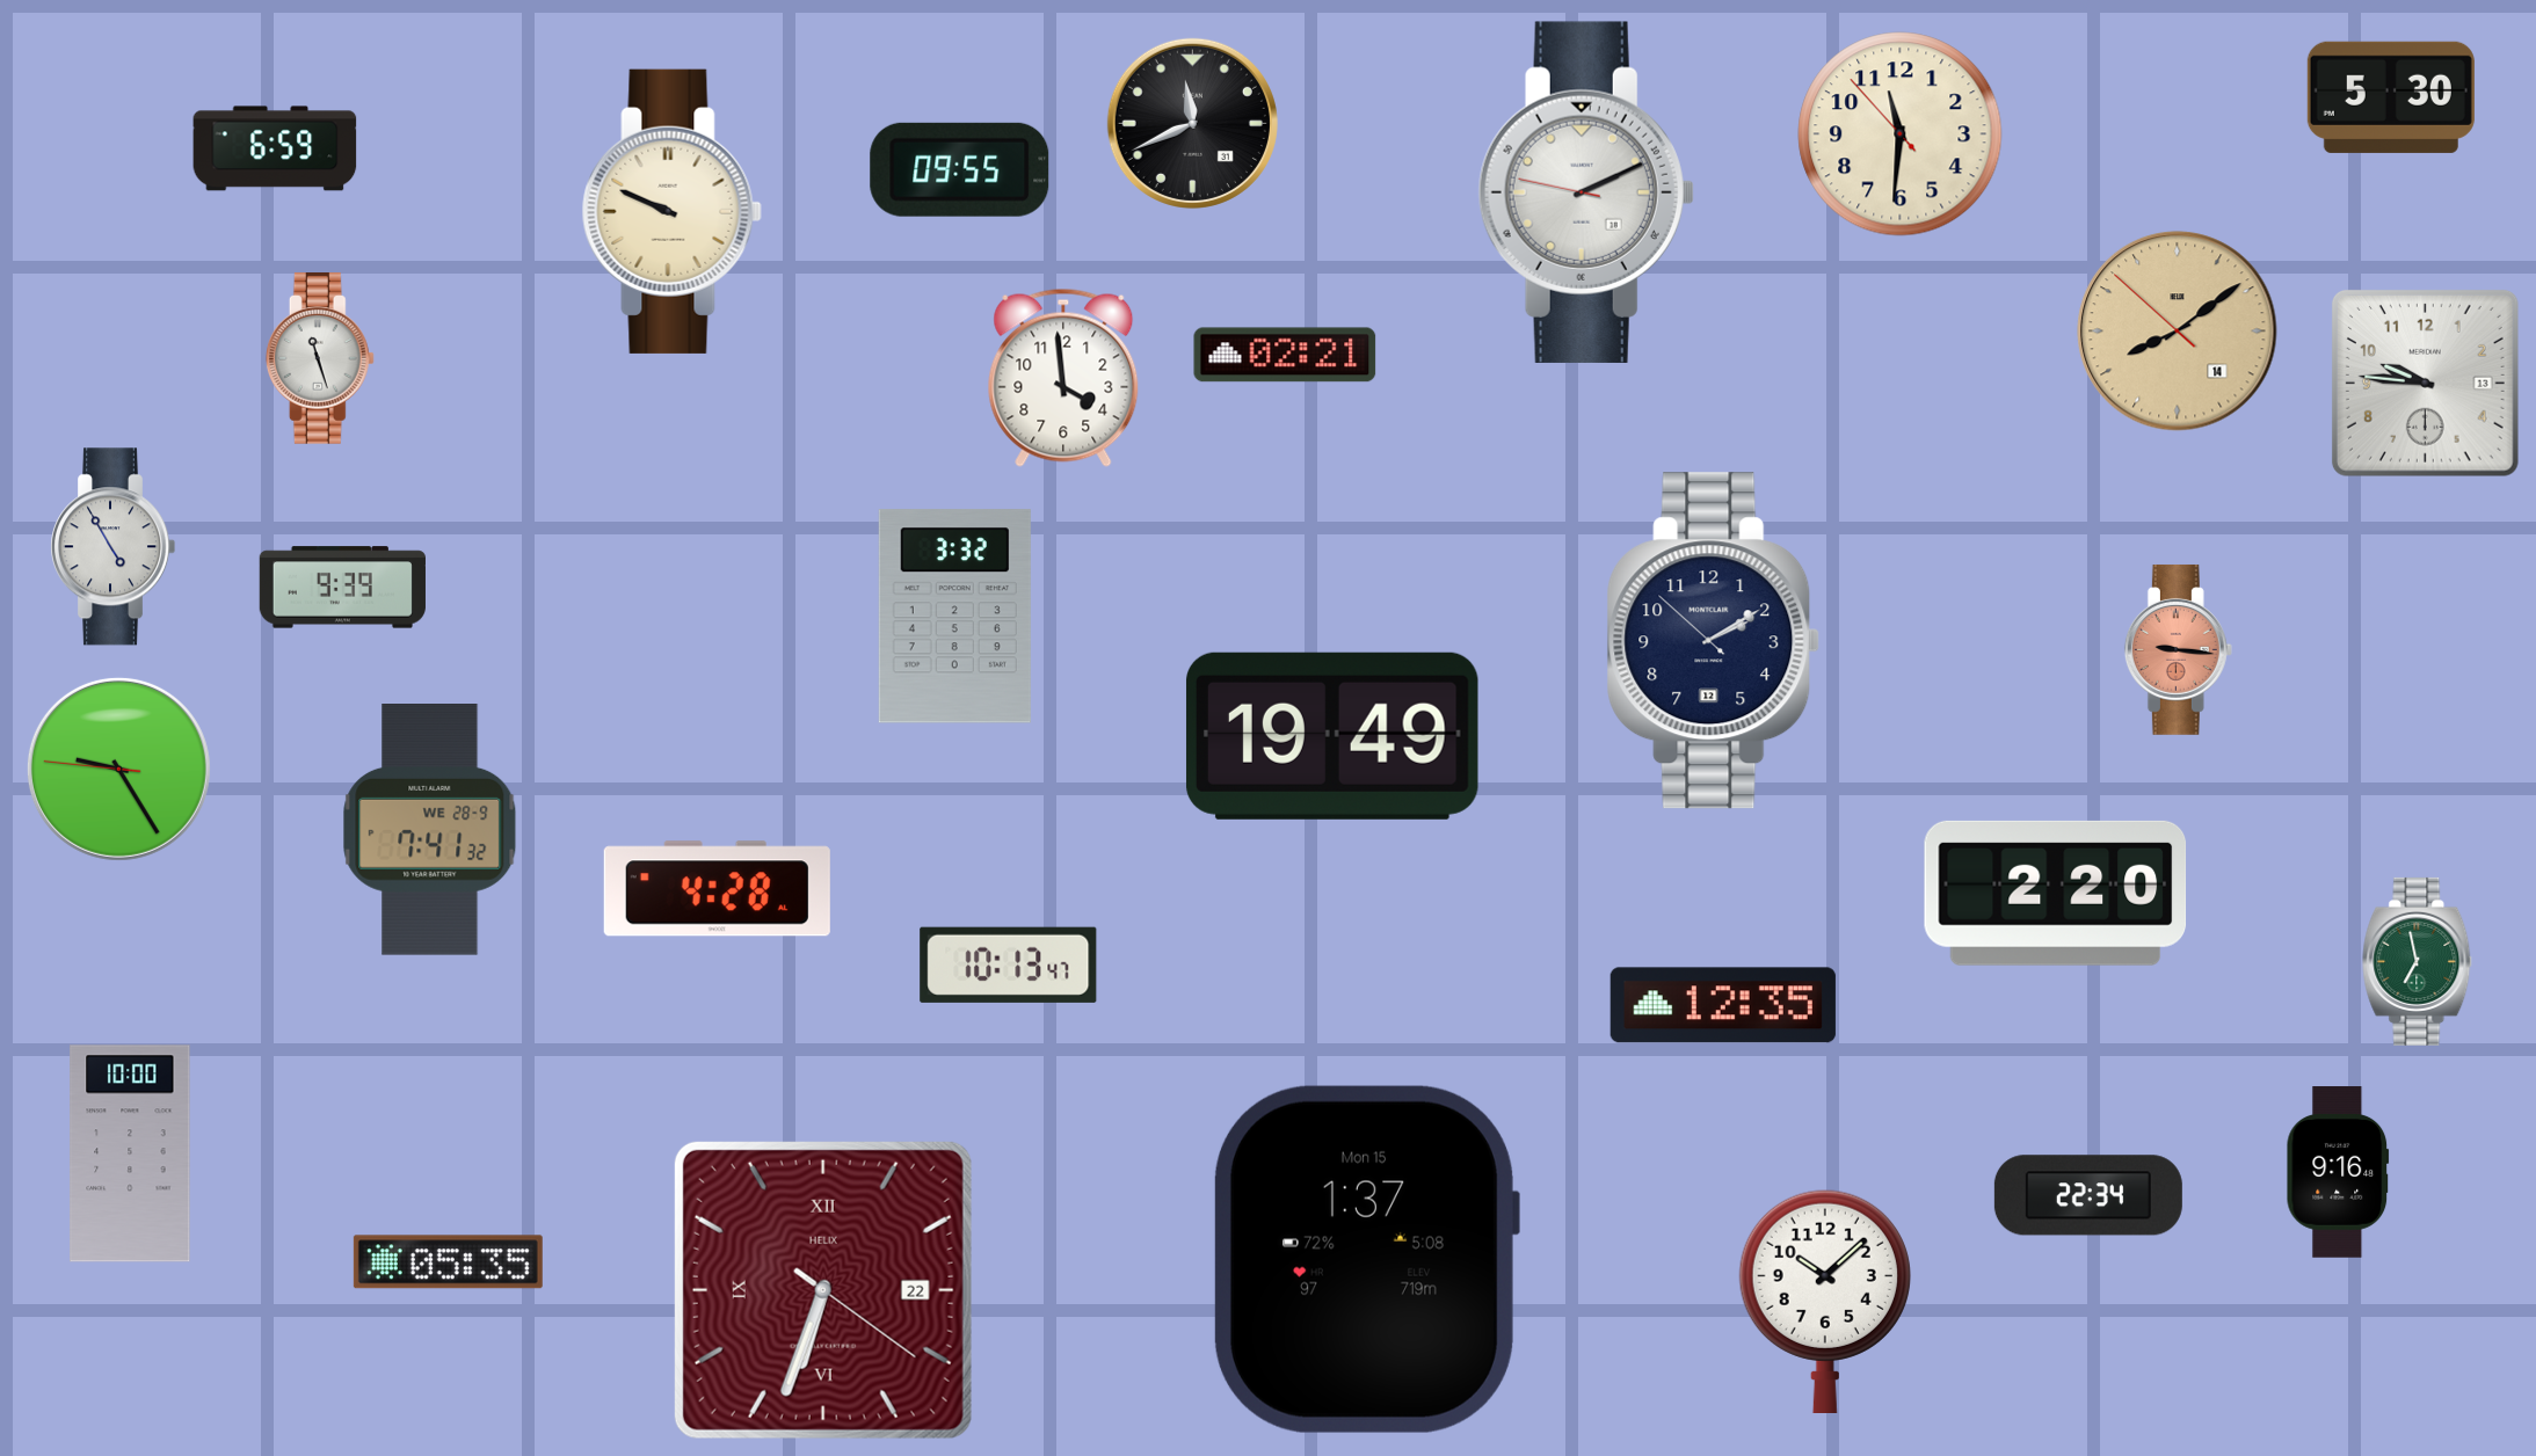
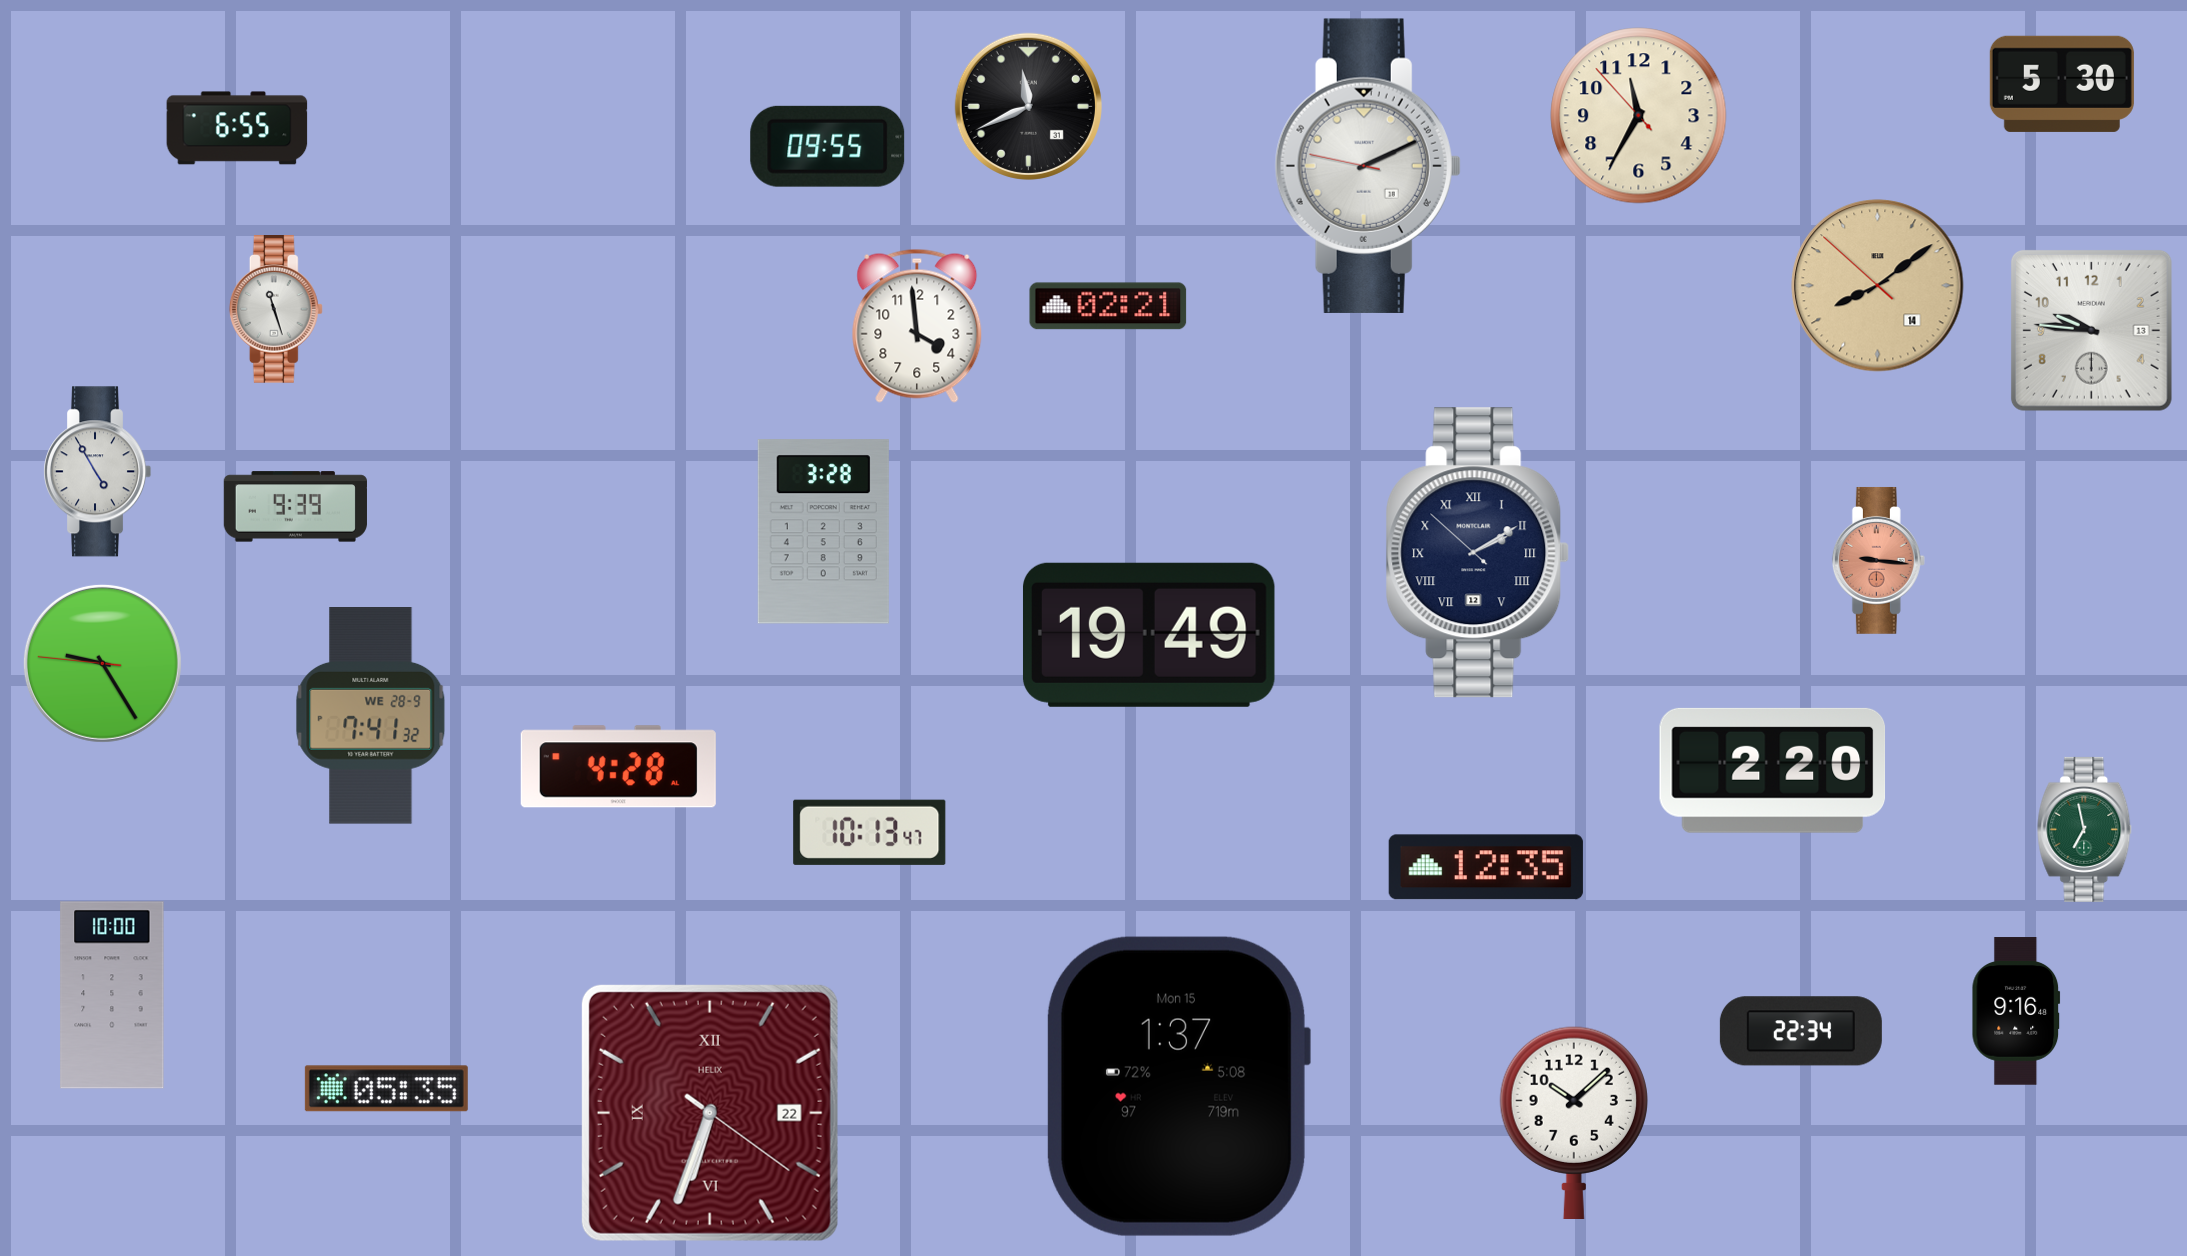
clock at (1901, 134): 11:30 -> 11:34
clock at (275, 148): 6:59 -> 6:55
clock at (671, 211): 9:49 -> none
clock at (954, 617): 3:32 -> 3:28
clock at (1714, 641) numerals: Arabic -> Roman
